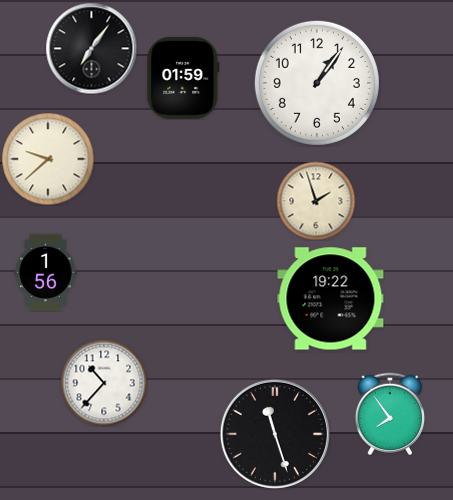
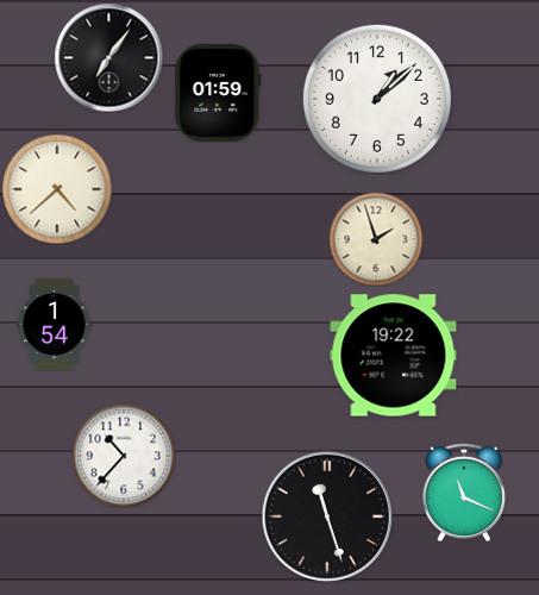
clock at (317, 83): 1:06 -> 1:08
clock at (48, 159): 9:38 -> 4:38
clock at (46, 272): 1:56 -> 1:54
clock at (390, 413): 7:54 -> 11:19
